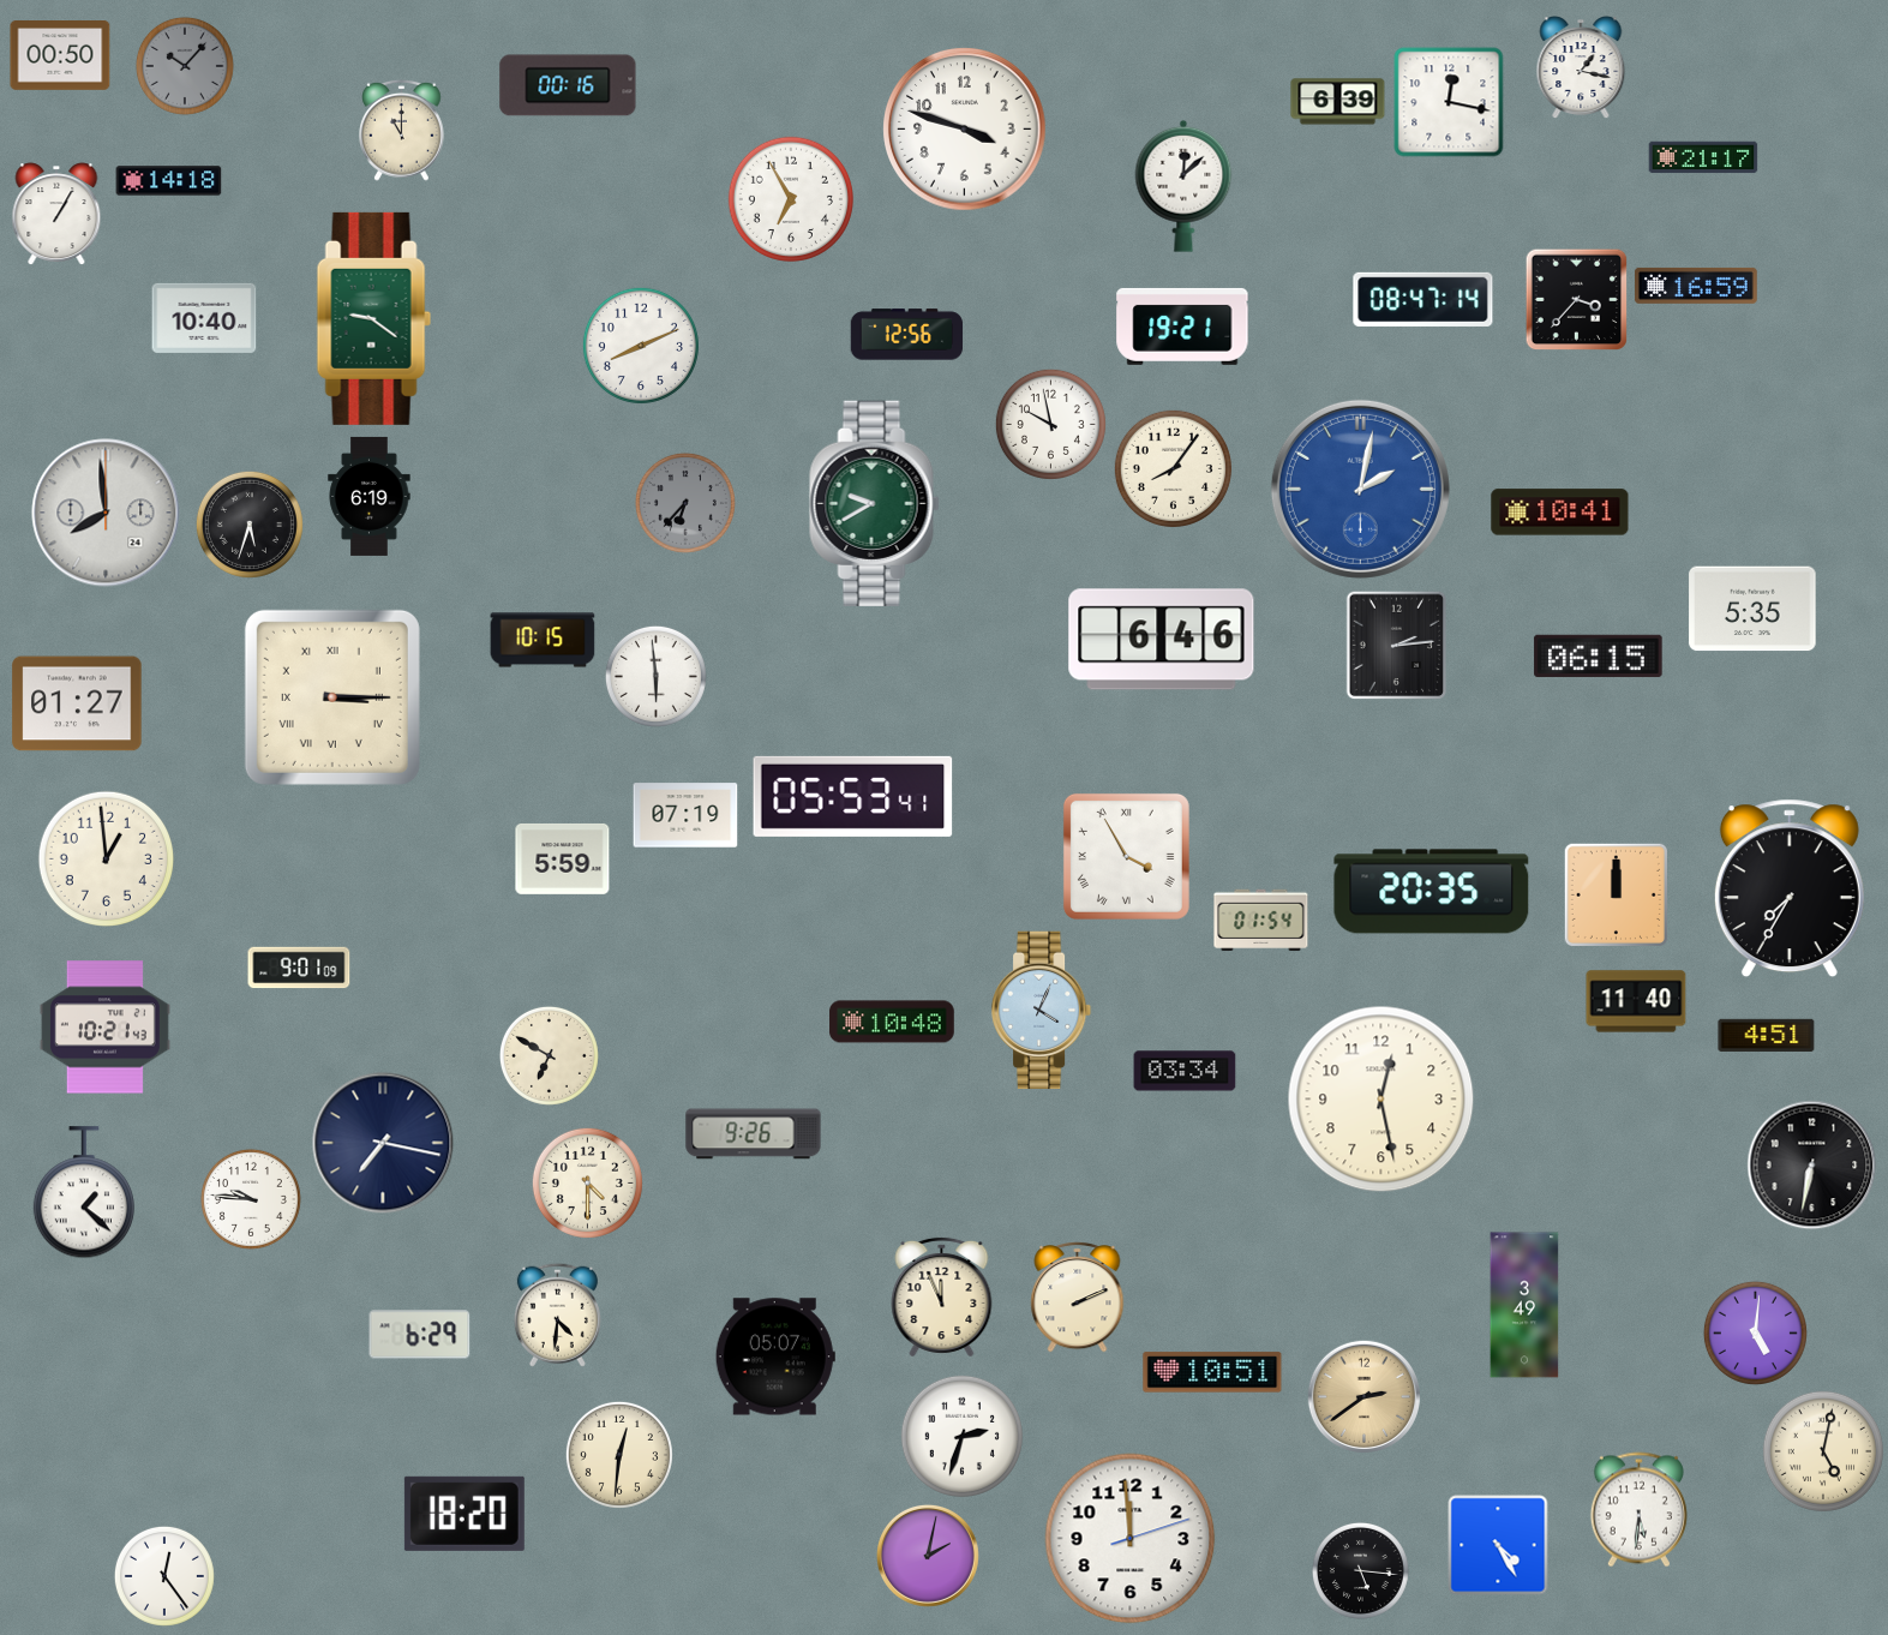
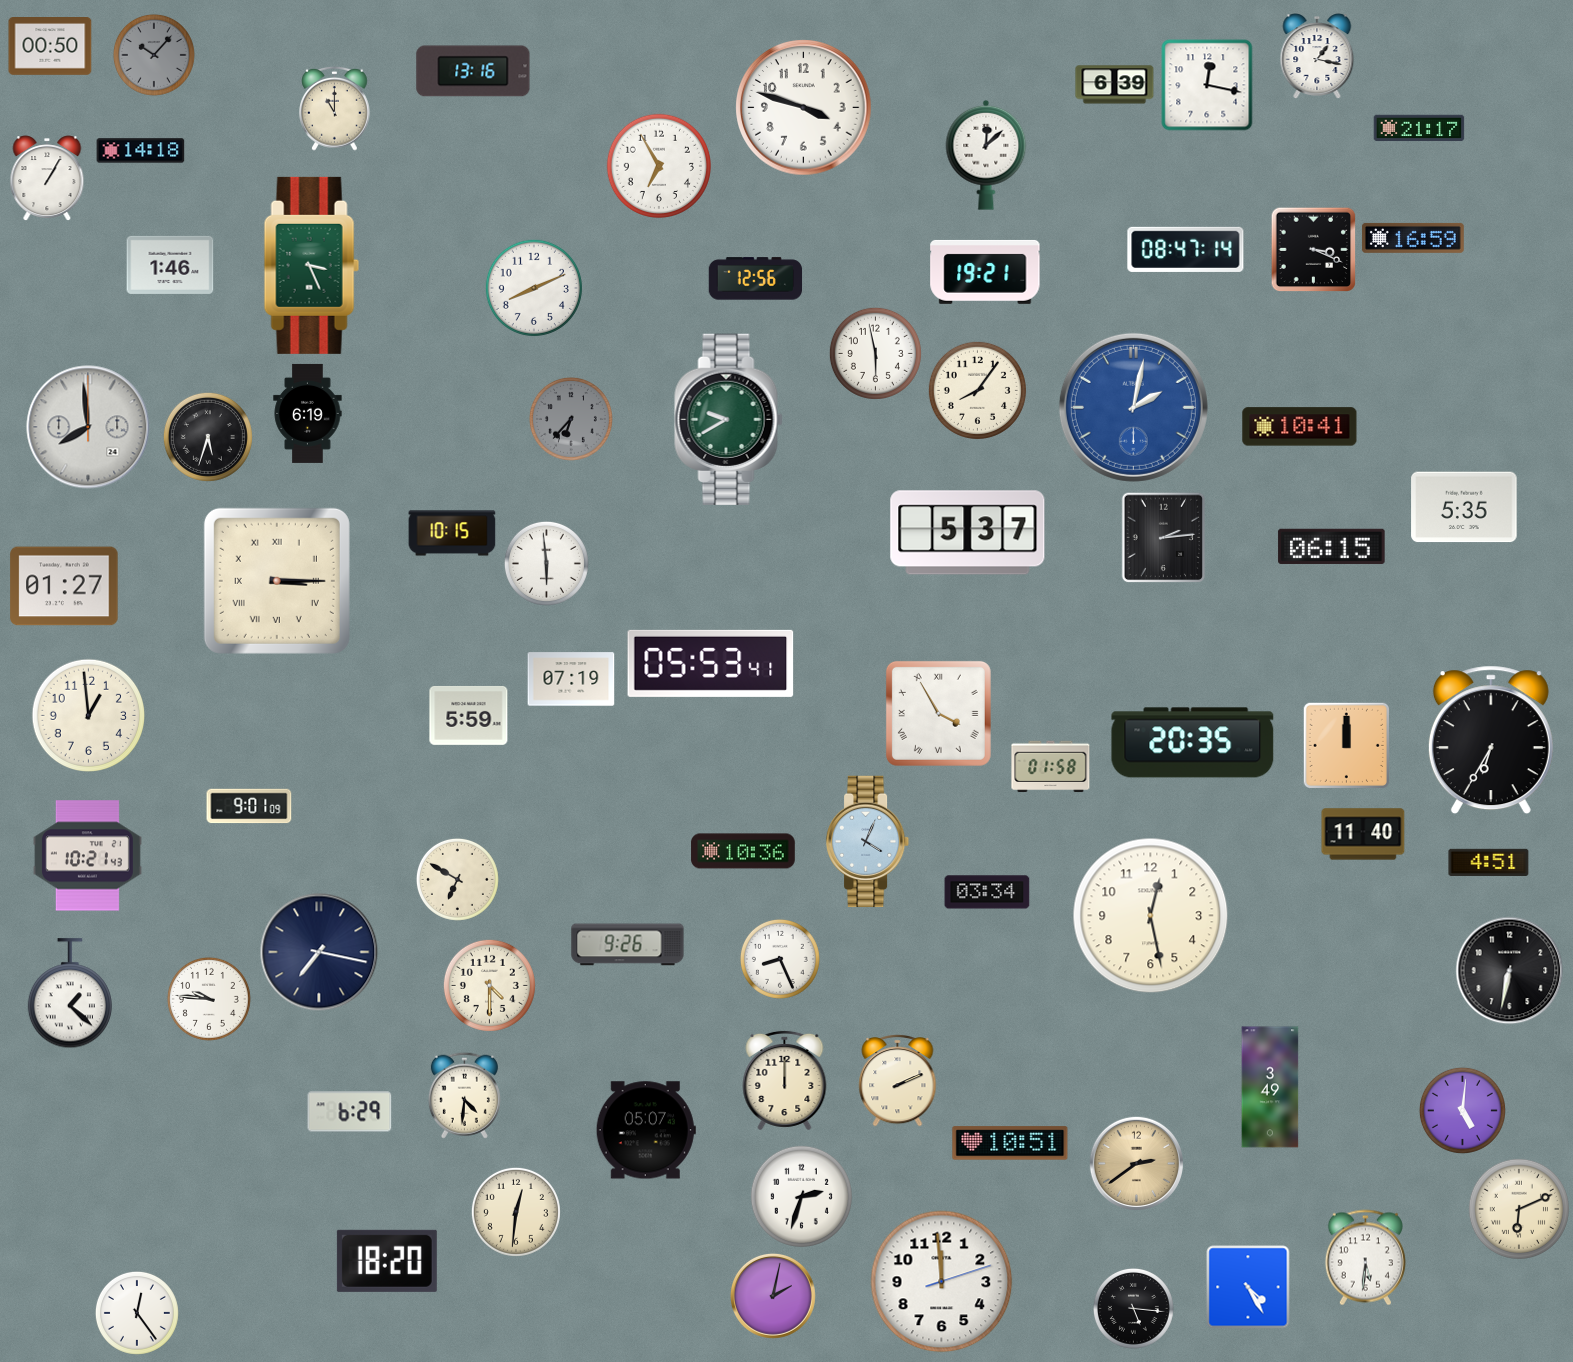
clock at (568, 85): 00:16 -> 13:16
clock at (1703, 157) position: (1703, 157) -> (1419, 128)
clock at (1576, 299): 3:37 -> 3:19
clock at (204, 318): 10:40 -> 1:46
clock at (373, 318): 9:21 -> 3:26
clock at (1050, 424): 9:58 -> 5:58
clock at (1752, 609) position: (1752, 609) -> (1464, 507)
clock at (1162, 640): 6:46 -> 5:37
clock at (1790, 888): 7:35 -> 6:35
clock at (1261, 921): 01:54 -> 01:58
clock at (892, 1022): 10:48 -> 10:36
clock at (1767, 1035) position: (1767, 1035) -> (1489, 862)
clock at (780, 959): none -> 8:26
clock at (942, 1296): 11:56 -> 12:00
clock at (1823, 1451): 5:02 -> 6:11
